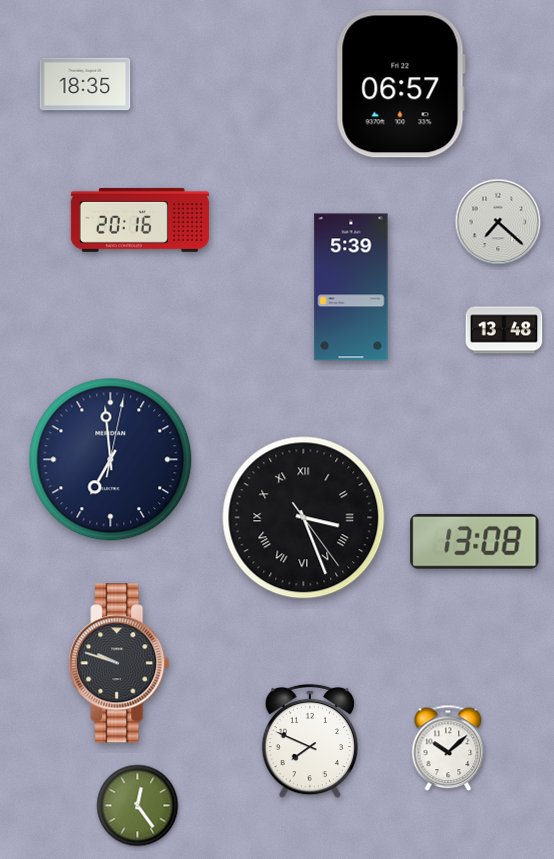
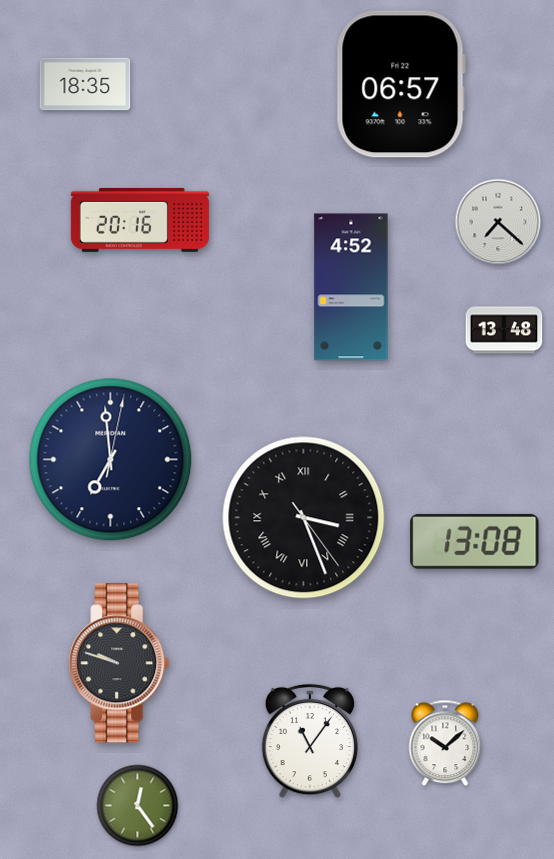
clock at (351, 287): 5:39 -> 4:52
clock at (310, 741): 7:49 -> 11:06
clock at (448, 748) position: (448, 748) -> (445, 743)
